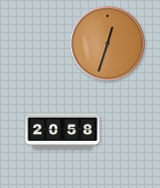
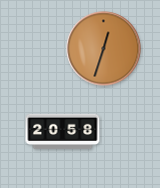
clock at (108, 44) position: (108, 44) -> (104, 49)
